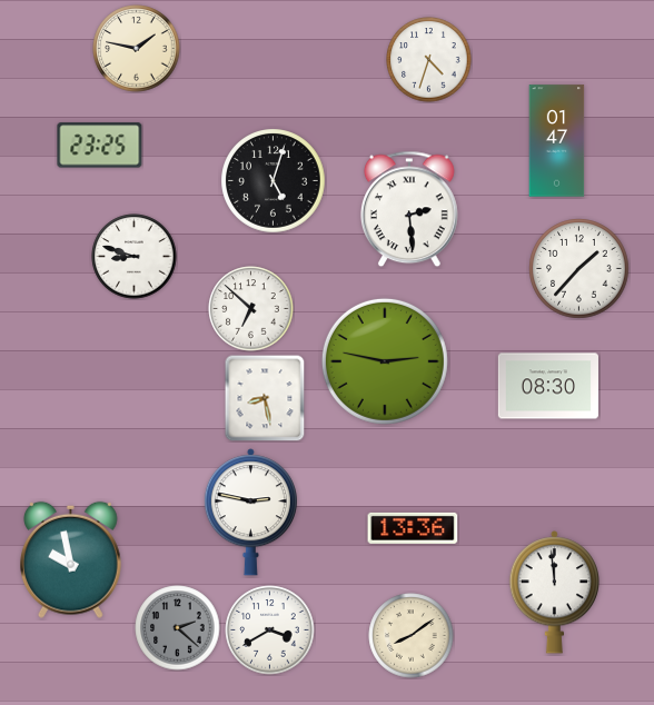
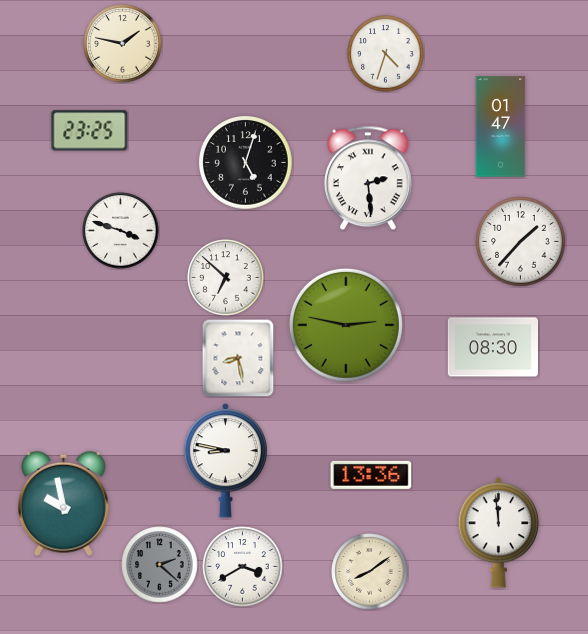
clock at (409, 209) position: (409, 209) -> (368, 178)
clock at (135, 257): 8:48 -> 3:48
clock at (250, 513): 2:47 -> 8:47
